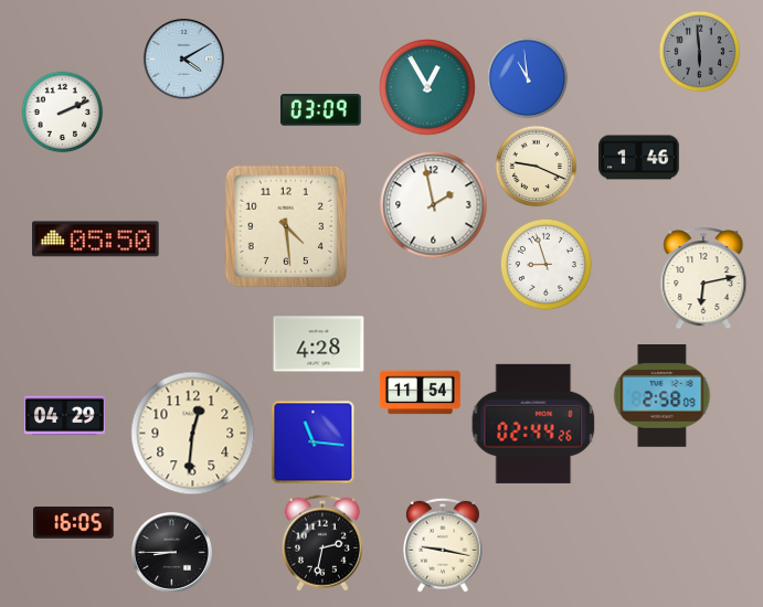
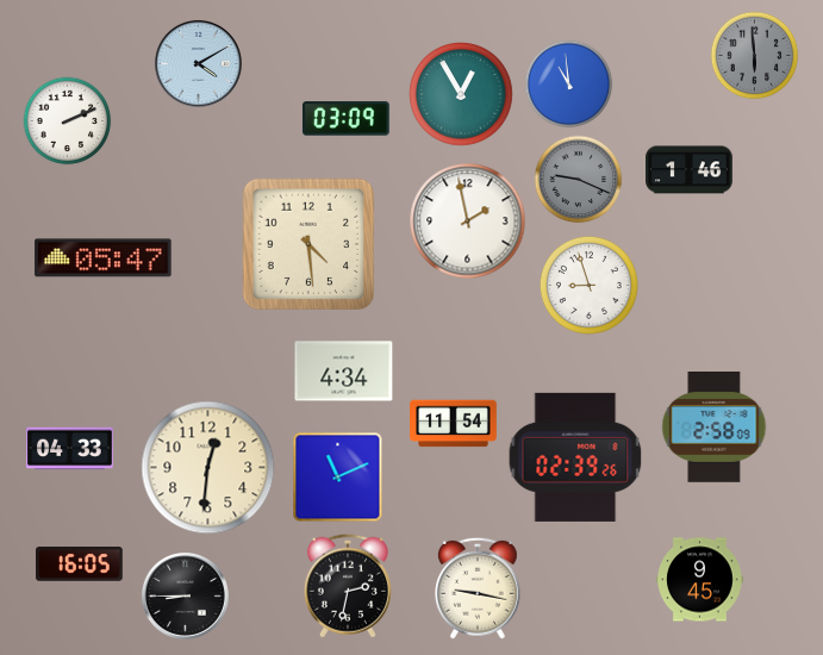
clock at (537, 167) dial: cream -> grey
clock at (96, 239): 05:50 -> 05:47
clock at (703, 278): 6:13 -> none
clock at (319, 344): 4:28 -> 4:34
clock at (65, 416): 04:29 -> 04:33
clock at (533, 424): 02:44 -> 02:39
clock at (314, 443): 11:16 -> 11:11
clock at (700, 580): none -> 9:45
